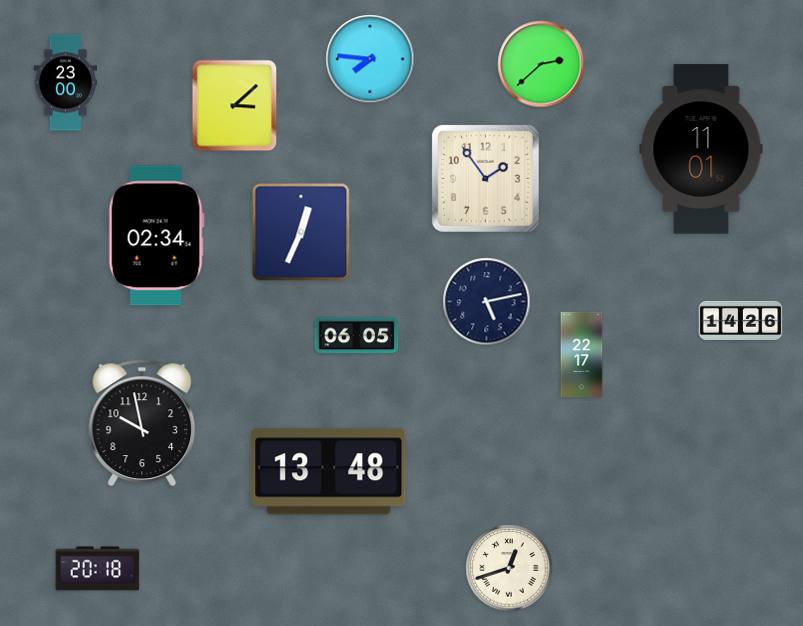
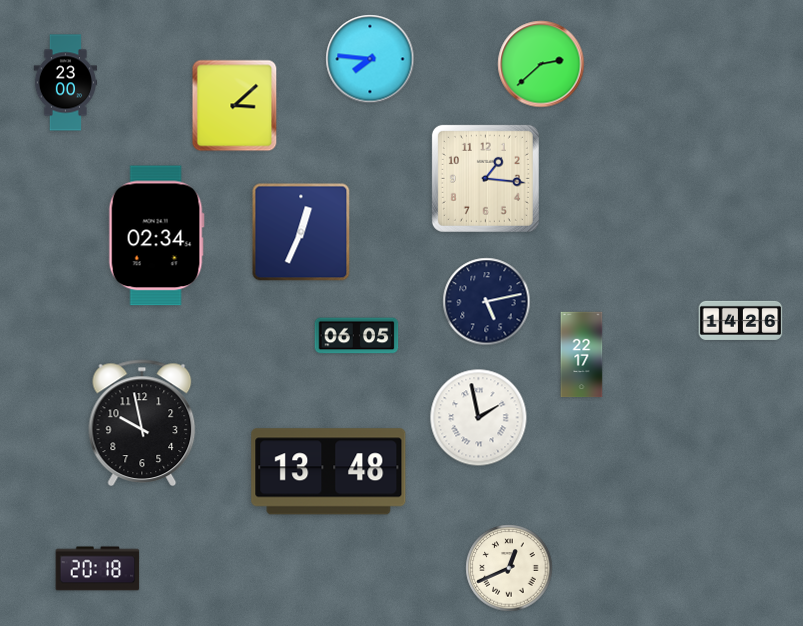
clock at (701, 149): 11:01 -> none
clock at (485, 178): 1:54 -> 1:16
clock at (479, 418): none -> 1:58
clock at (509, 568): 12:42 -> 12:41
